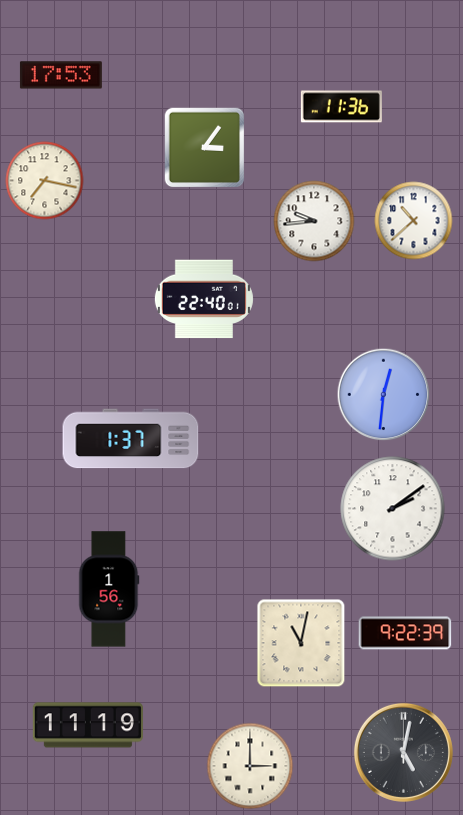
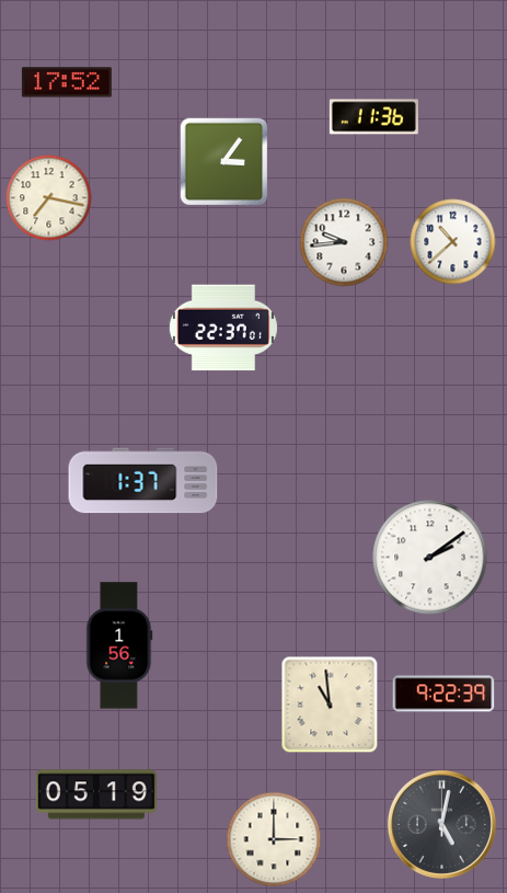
clock at (61, 75): 17:53 -> 17:52
clock at (204, 299): 22:40 -> 22:37
clock at (384, 395): 12:31 -> none
clock at (301, 643): 11:02 -> 10:59
clock at (88, 725): 11:19 -> 05:19
